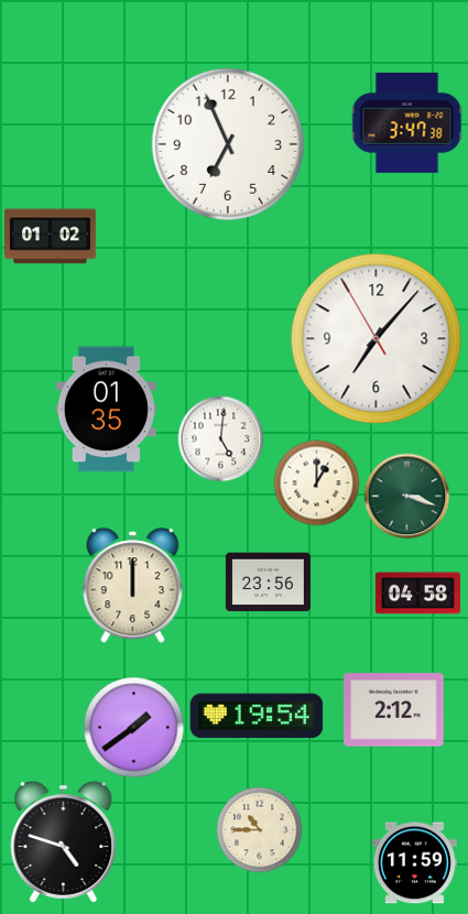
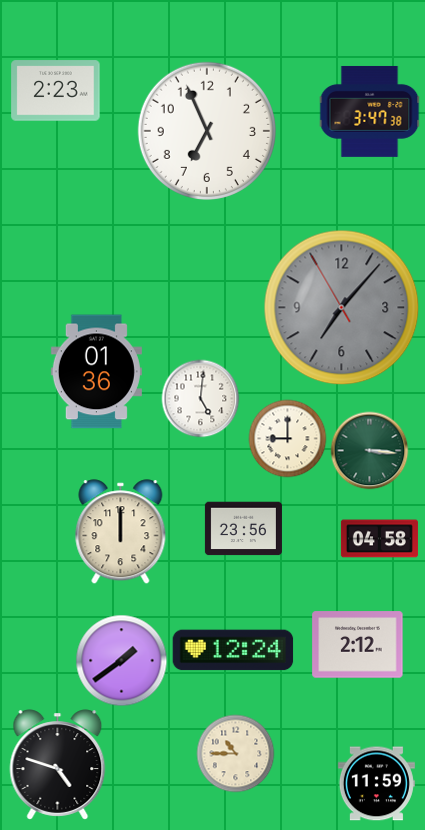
clock at (56, 91): none -> 2:23
clock at (51, 237): 01:02 -> none
clock at (377, 339) dial: white -> grey
clock at (106, 410): 01:35 -> 01:36
clock at (316, 482): 1:00 -> 9:00
clock at (406, 496): 3:18 -> 3:16
clock at (257, 716): 19:54 -> 12:24
